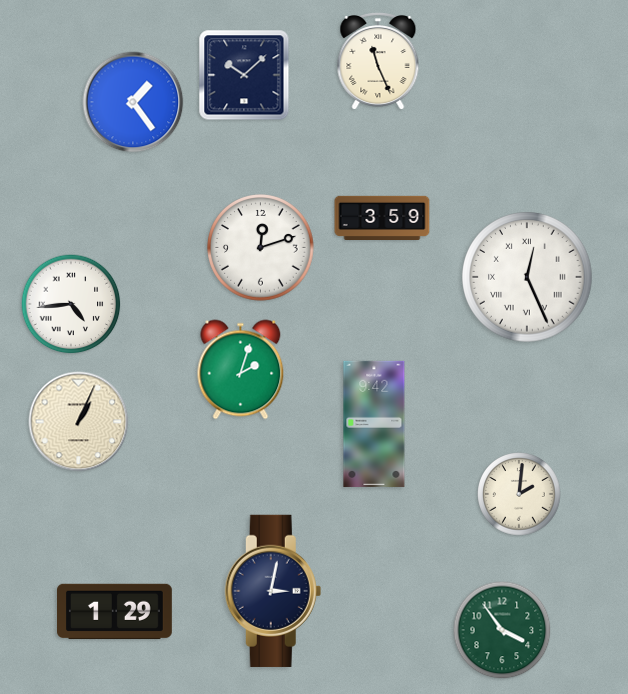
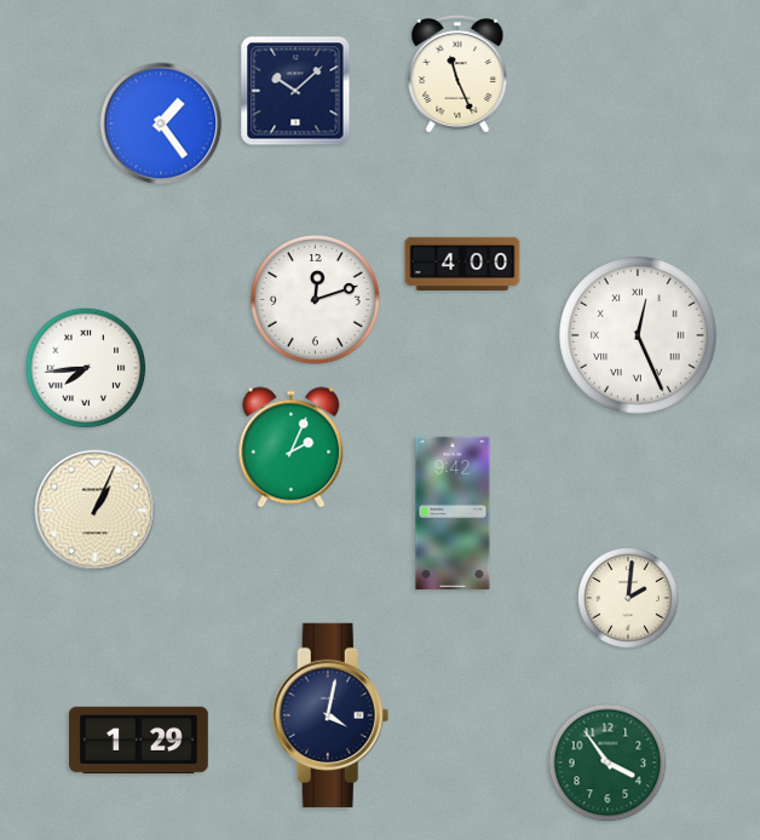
clock at (382, 217): 3:59 -> 4:00
clock at (71, 304): 4:44 -> 7:44
clock at (241, 370): 2:03 -> 2:04
clock at (273, 591): 3:02 -> 4:02
